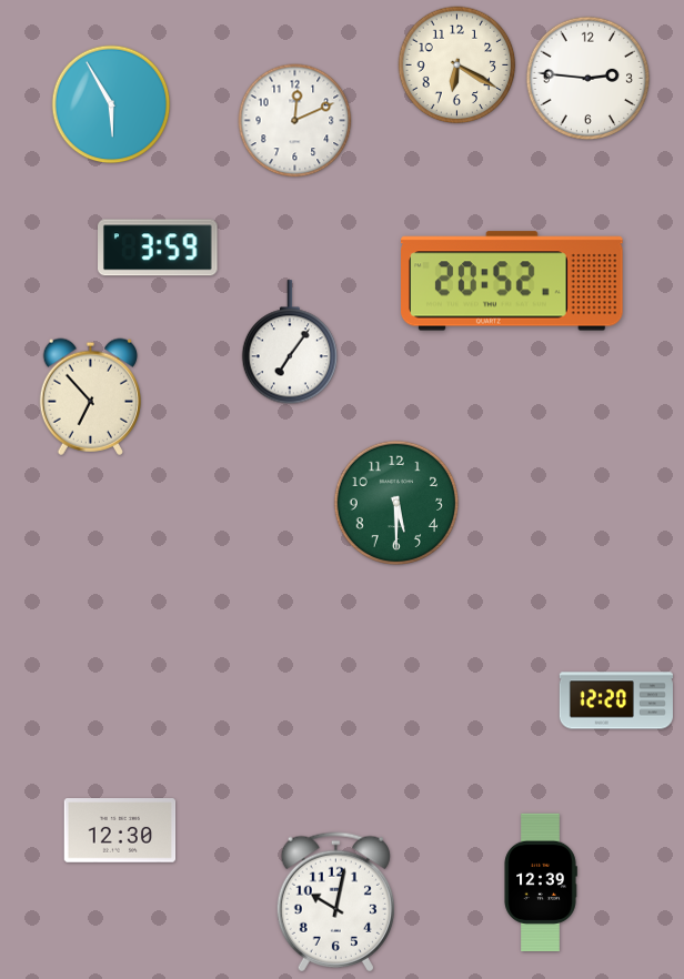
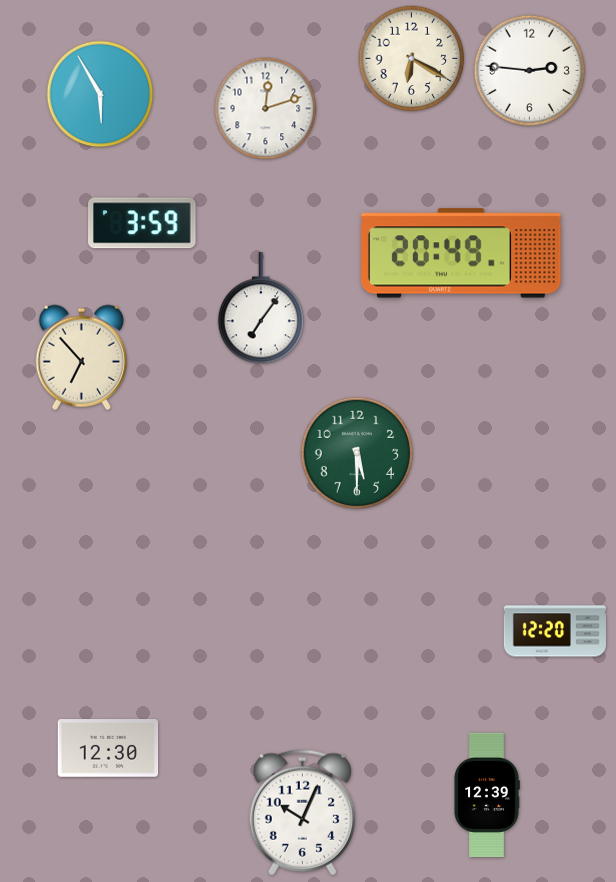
clock at (295, 121): 12:11 -> 12:12
clock at (513, 281): 20:52 -> 20:49
clock at (335, 902): 10:02 -> 10:04
